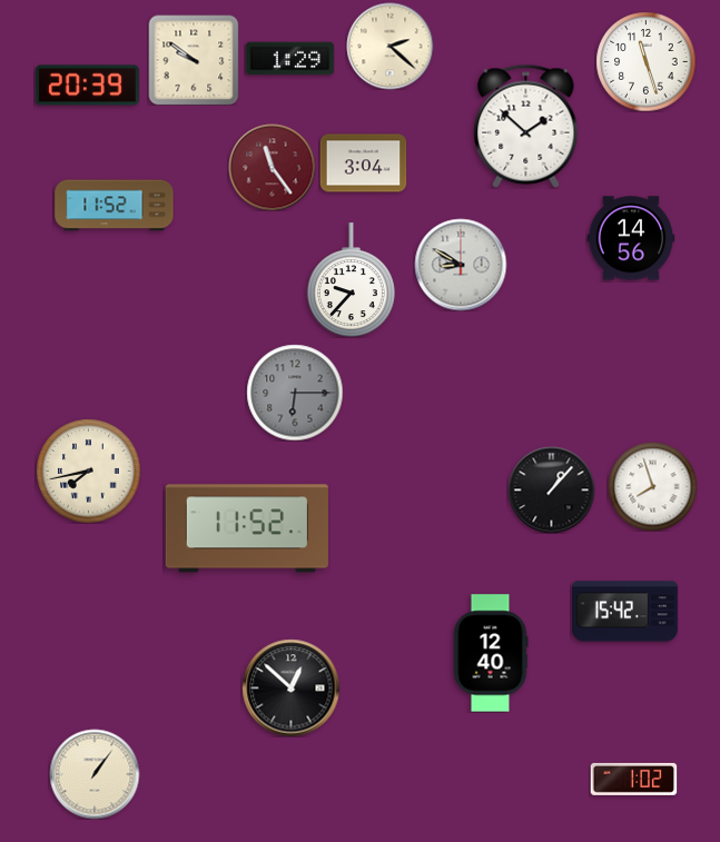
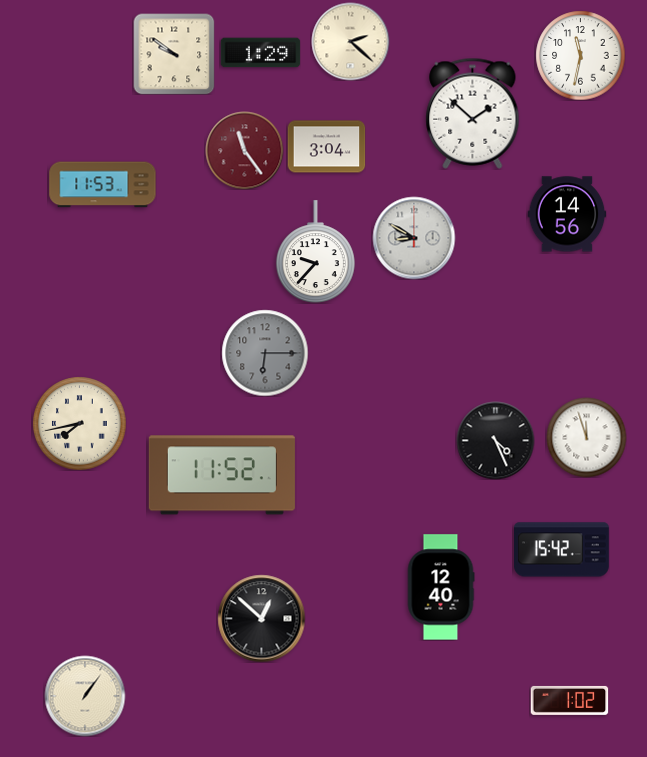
clock at (645, 61): 11:27 -> 11:32
clock at (87, 86): 20:39 -> none
clock at (115, 206): 11:52 -> 11:53
clock at (652, 486): 7:57 -> 11:57
clock at (551, 489): 1:07 -> 4:26
